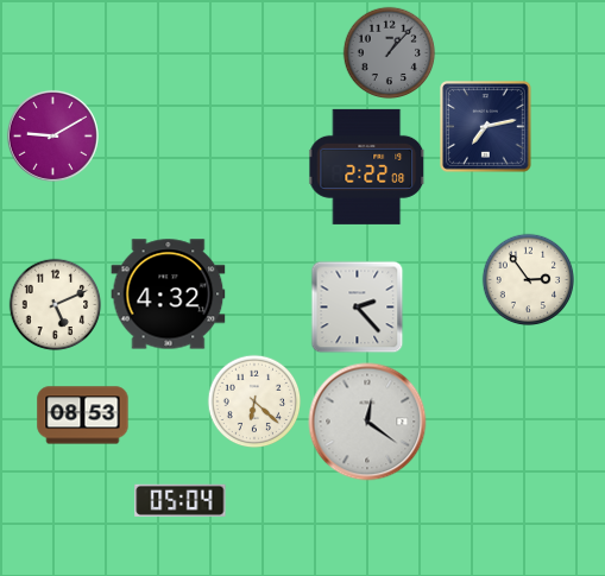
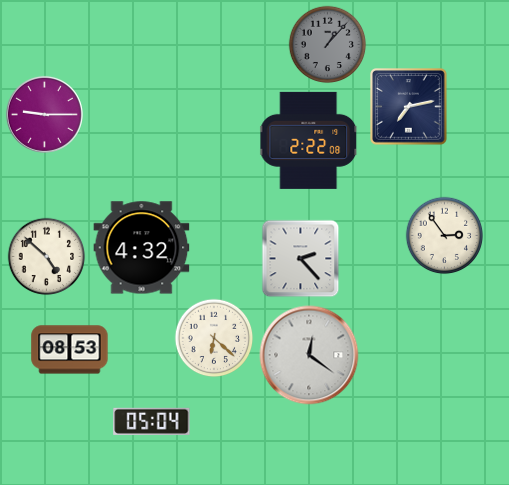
clock at (52, 135): 9:10 -> 9:15
clock at (55, 304): 5:11 -> 4:52
